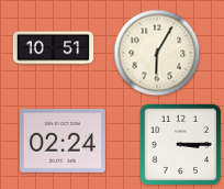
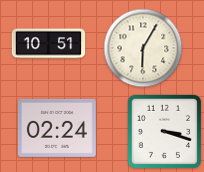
clock at (180, 144): 3:15 -> 3:18
